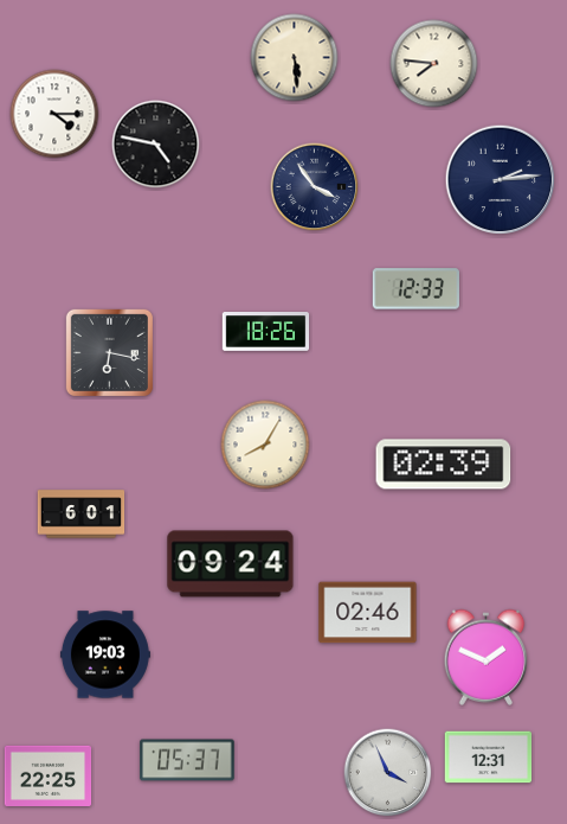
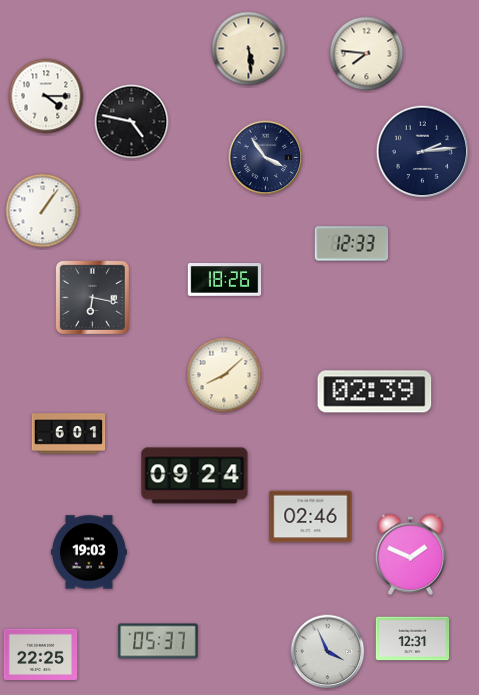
clock at (43, 211): none -> 1:06
clock at (265, 445): 8:05 -> 8:08
